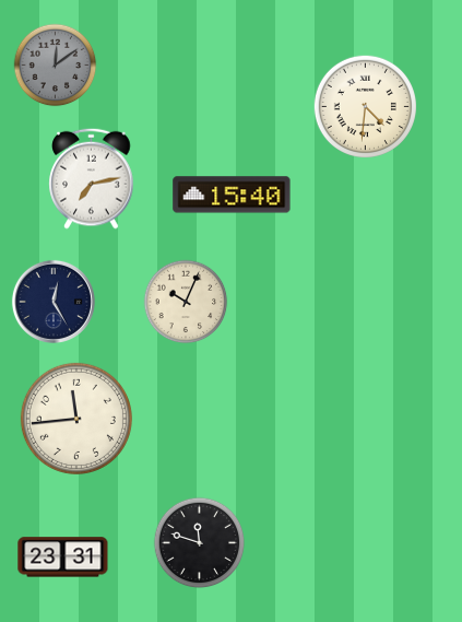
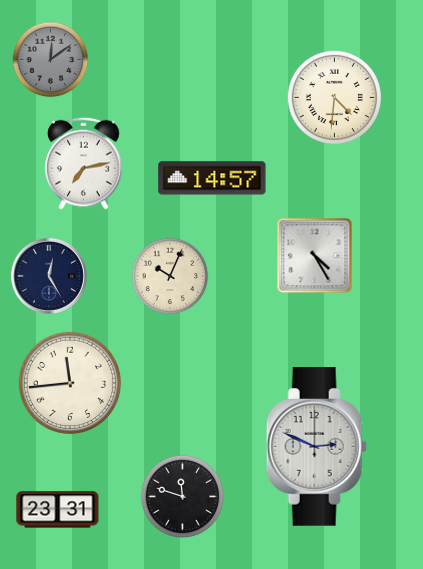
clock at (232, 195): 15:40 -> 14:57
clock at (315, 256): none -> 4:25
clock at (316, 447): none -> 2:49
